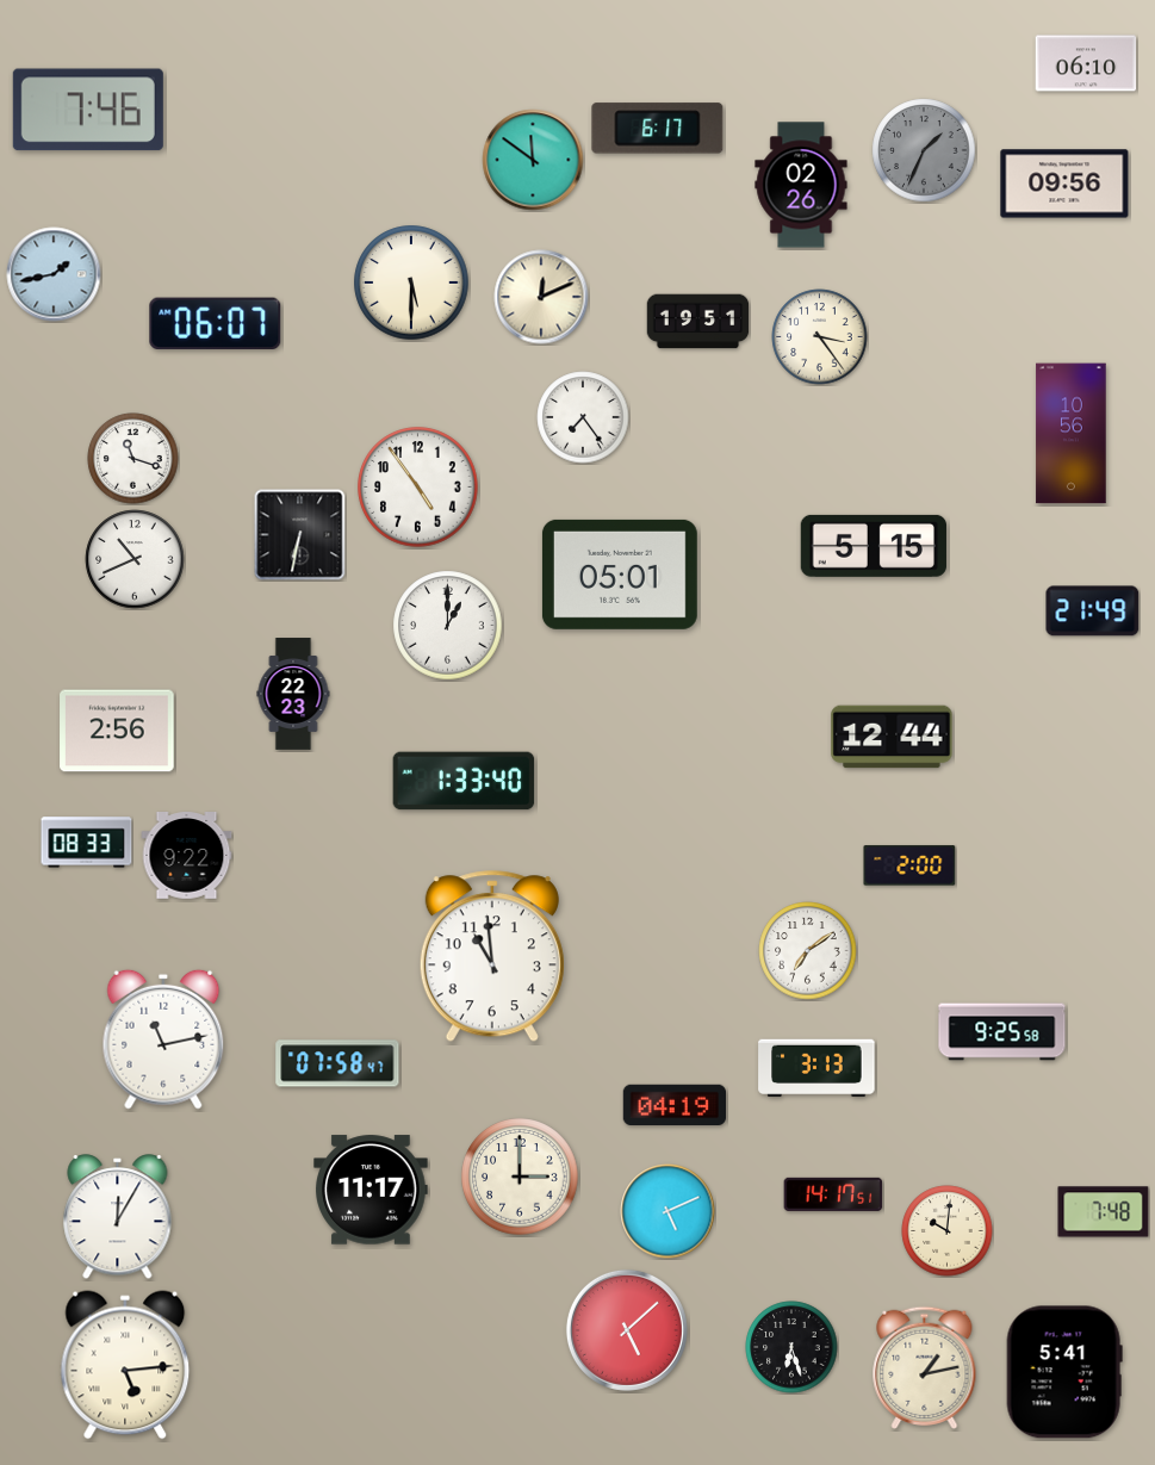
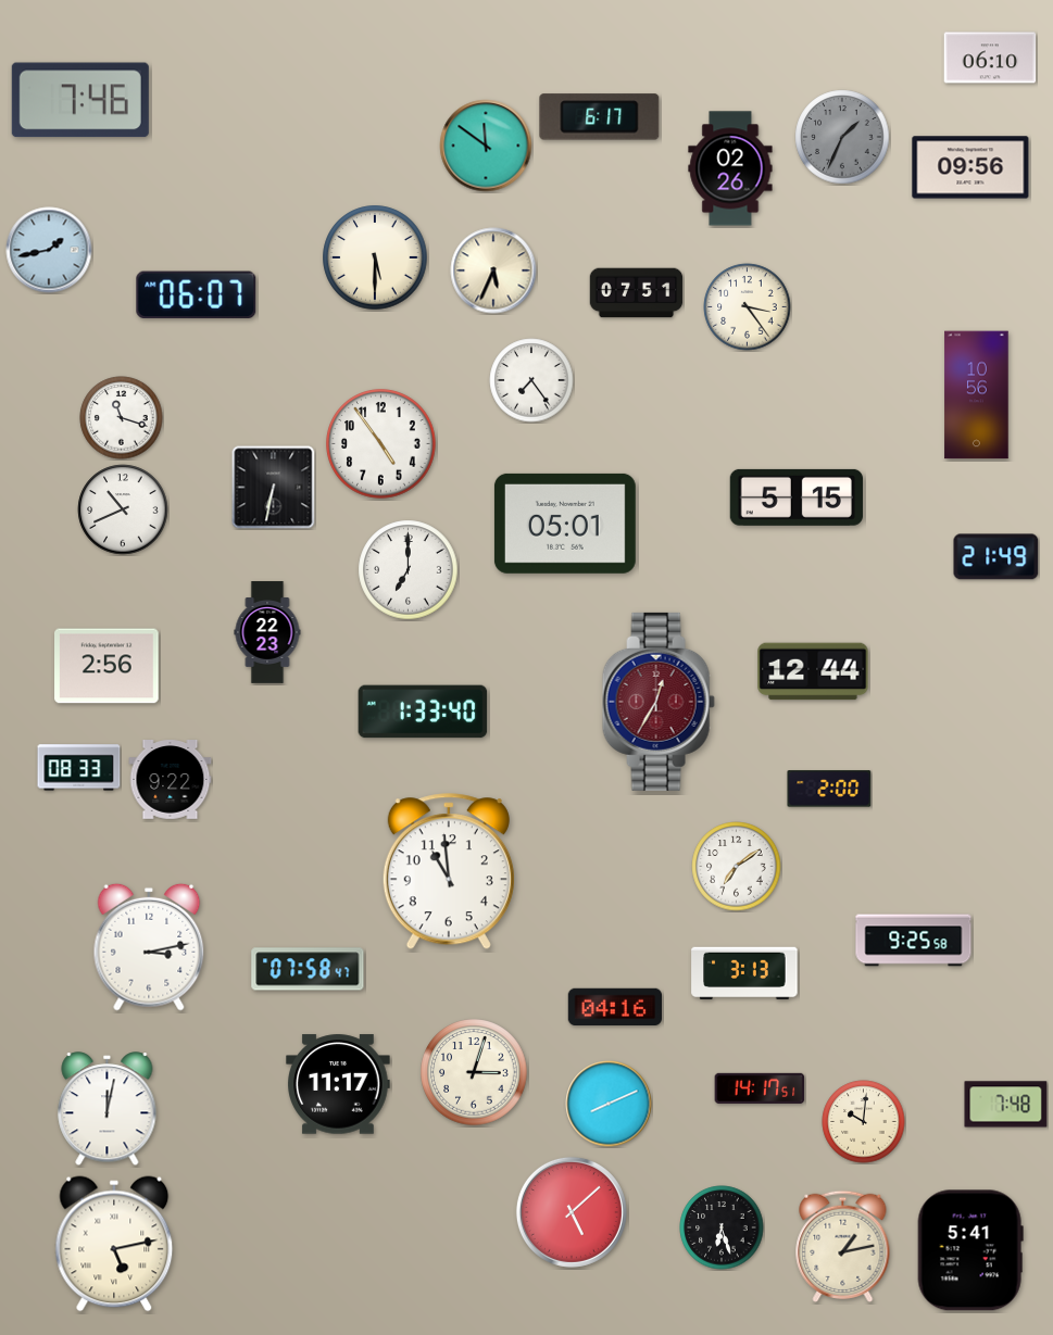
clock at (541, 297): 12:11 -> 5:34
clock at (698, 322): 19:51 -> 07:51
clock at (448, 626): 1:00 -> 7:00
clock at (659, 702): none -> 12:35
clock at (163, 1039): 11:13 -> 3:13
clock at (673, 1104): 04:19 -> 04:16
clock at (520, 1177): 3:00 -> 3:03
clock at (667, 1211): 5:11 -> 8:11
clock at (118, 1217): 12:05 -> 12:02
clock at (125, 1365): 5:14 -> 5:13
